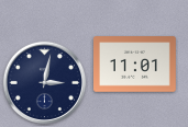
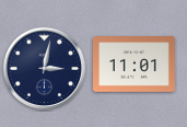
clock at (45, 83) position: (45, 83) -> (45, 69)
